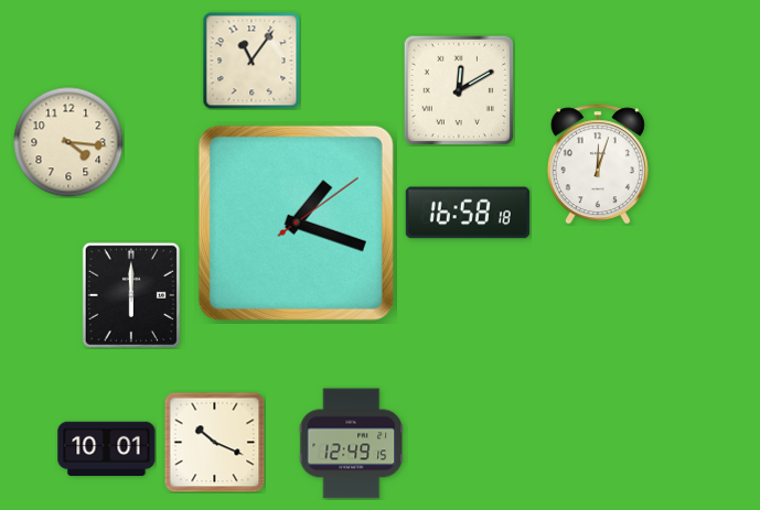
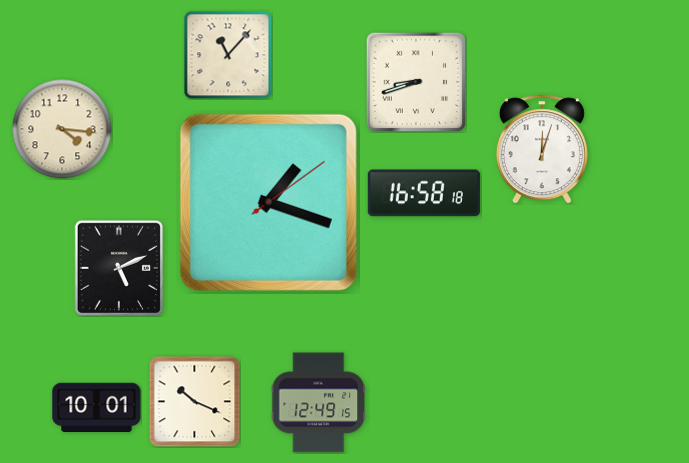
clock at (251, 61): 11:06 -> 11:07
clock at (458, 89): 12:10 -> 8:42
clock at (130, 294): 6:00 -> 5:11
